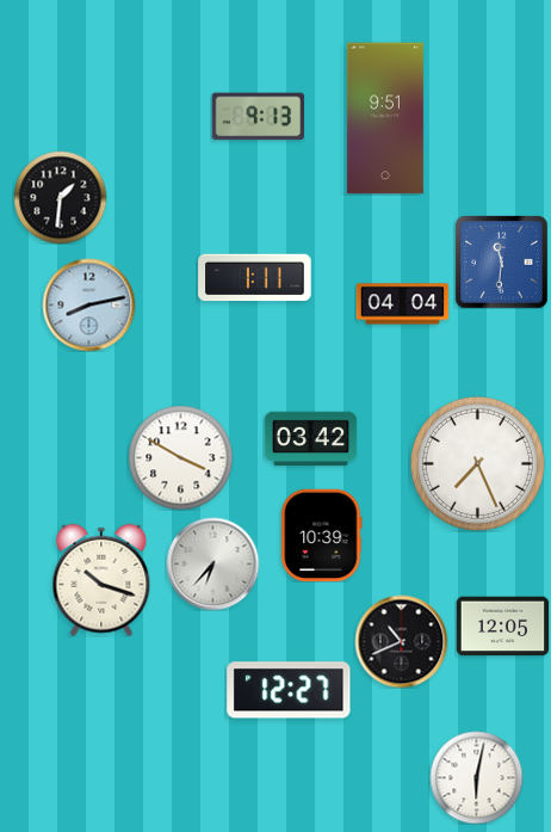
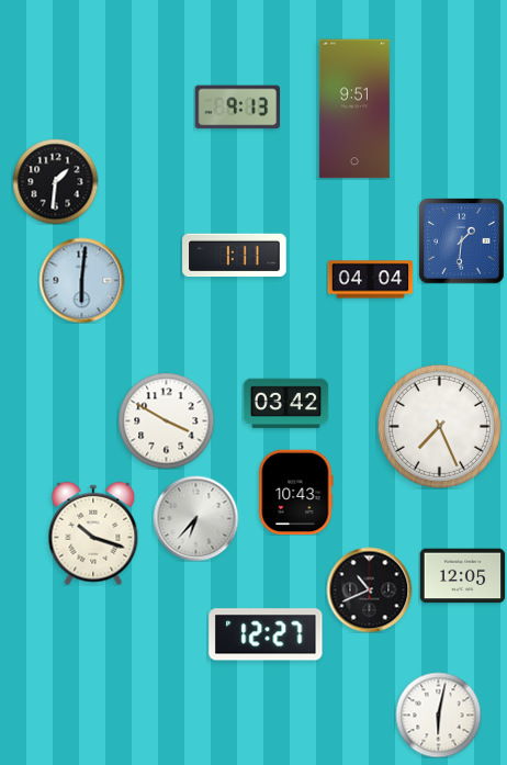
clock at (501, 261): 11:31 -> 1:31
clock at (88, 304): 8:13 -> 6:01
clock at (322, 535): 10:39 -> 10:43
